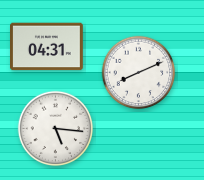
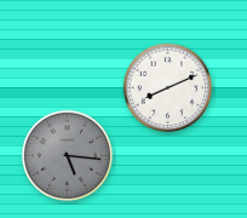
clock at (47, 47): 04:31 -> none
clock at (56, 129) dial: white -> grey
